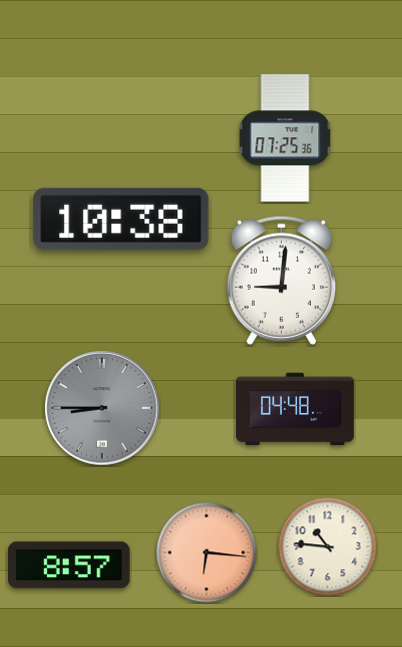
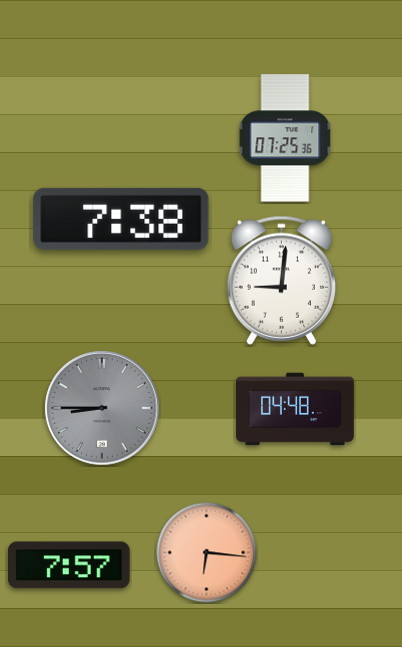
clock at (121, 219): 10:38 -> 7:38
clock at (328, 547): 10:46 -> none
clock at (70, 565): 8:57 -> 7:57
